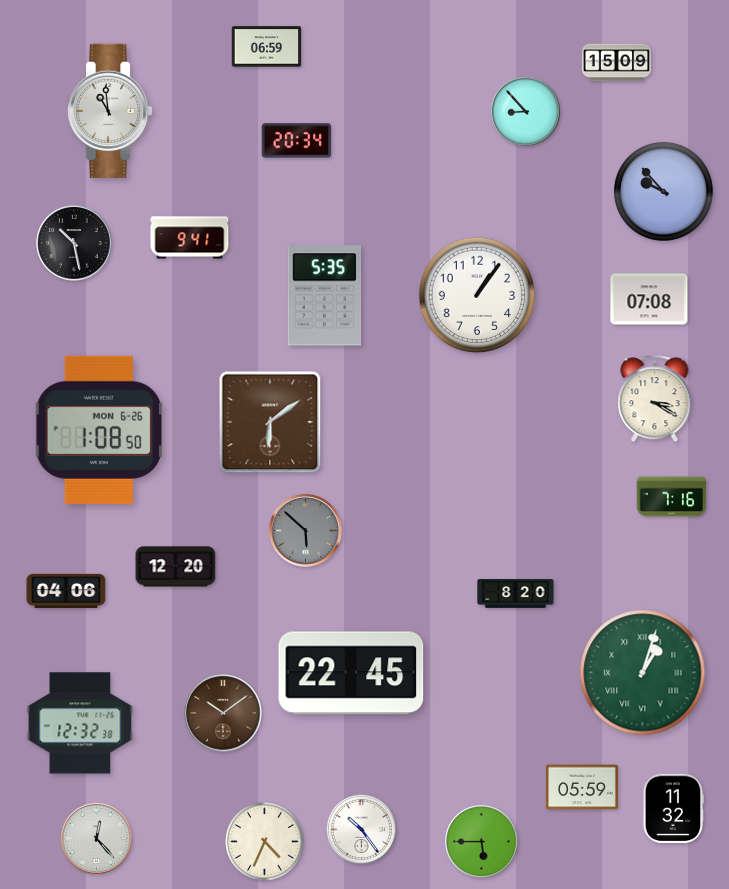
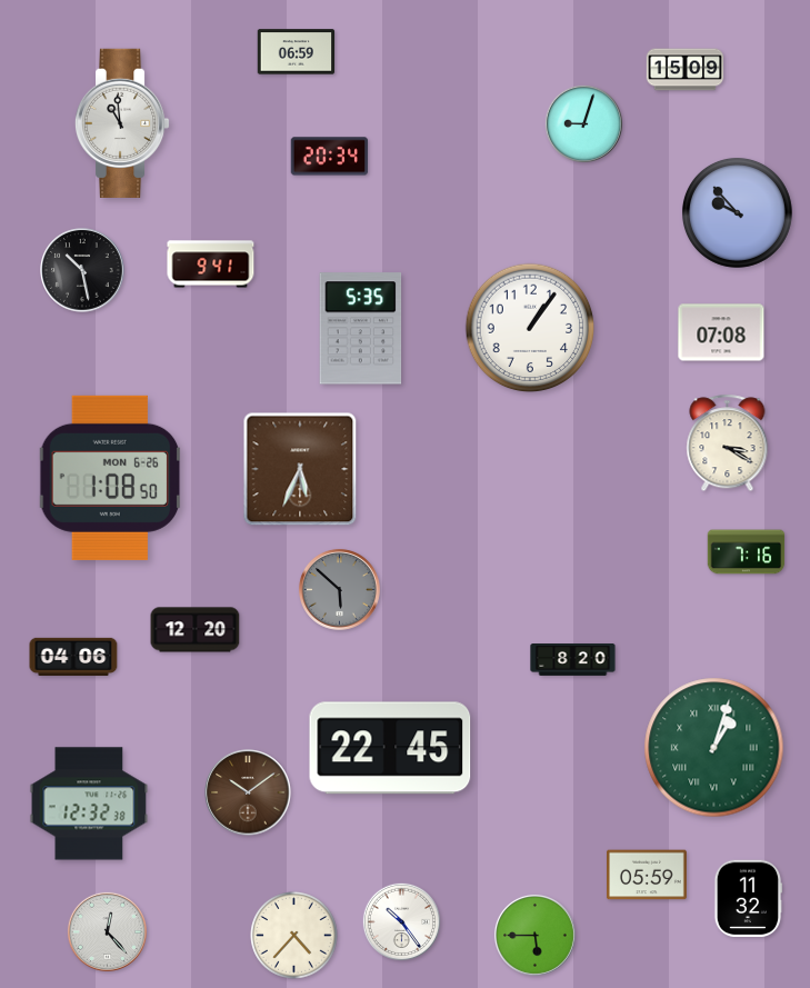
clock at (525, 111): 8:53 -> 9:03
clock at (270, 422): 6:09 -> 5:34
clock at (265, 842): 4:34 -> 4:37
